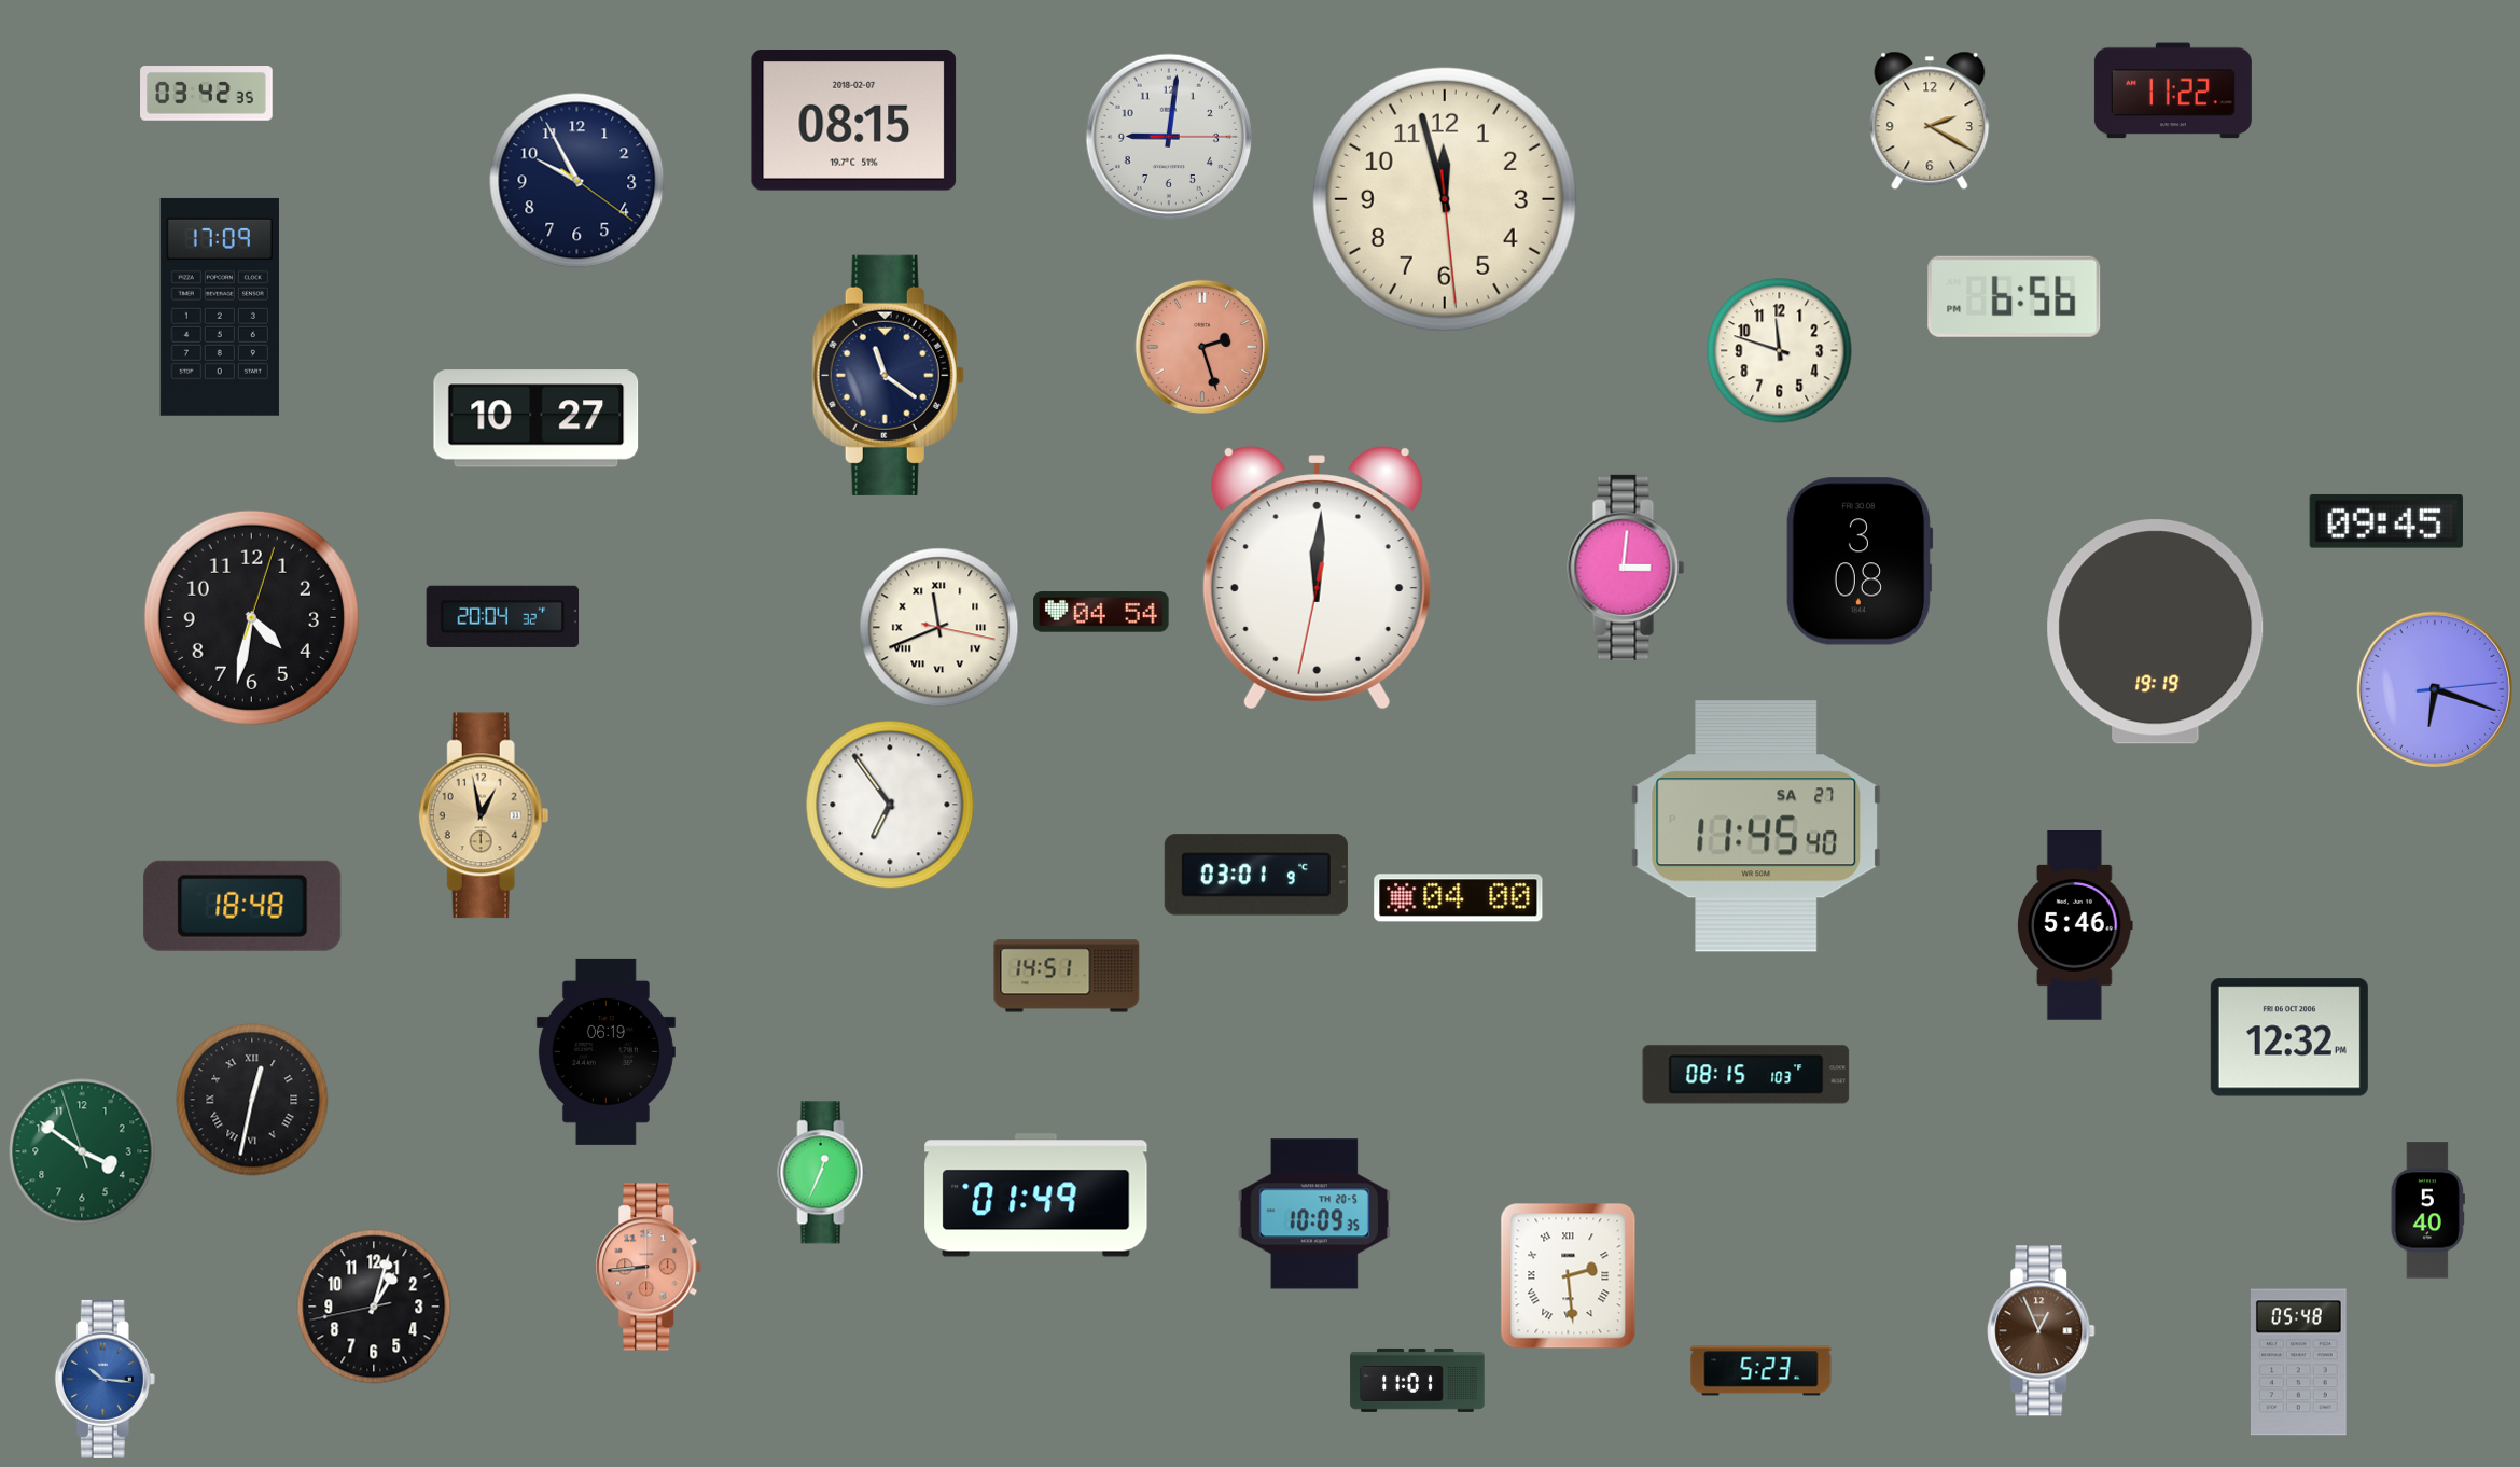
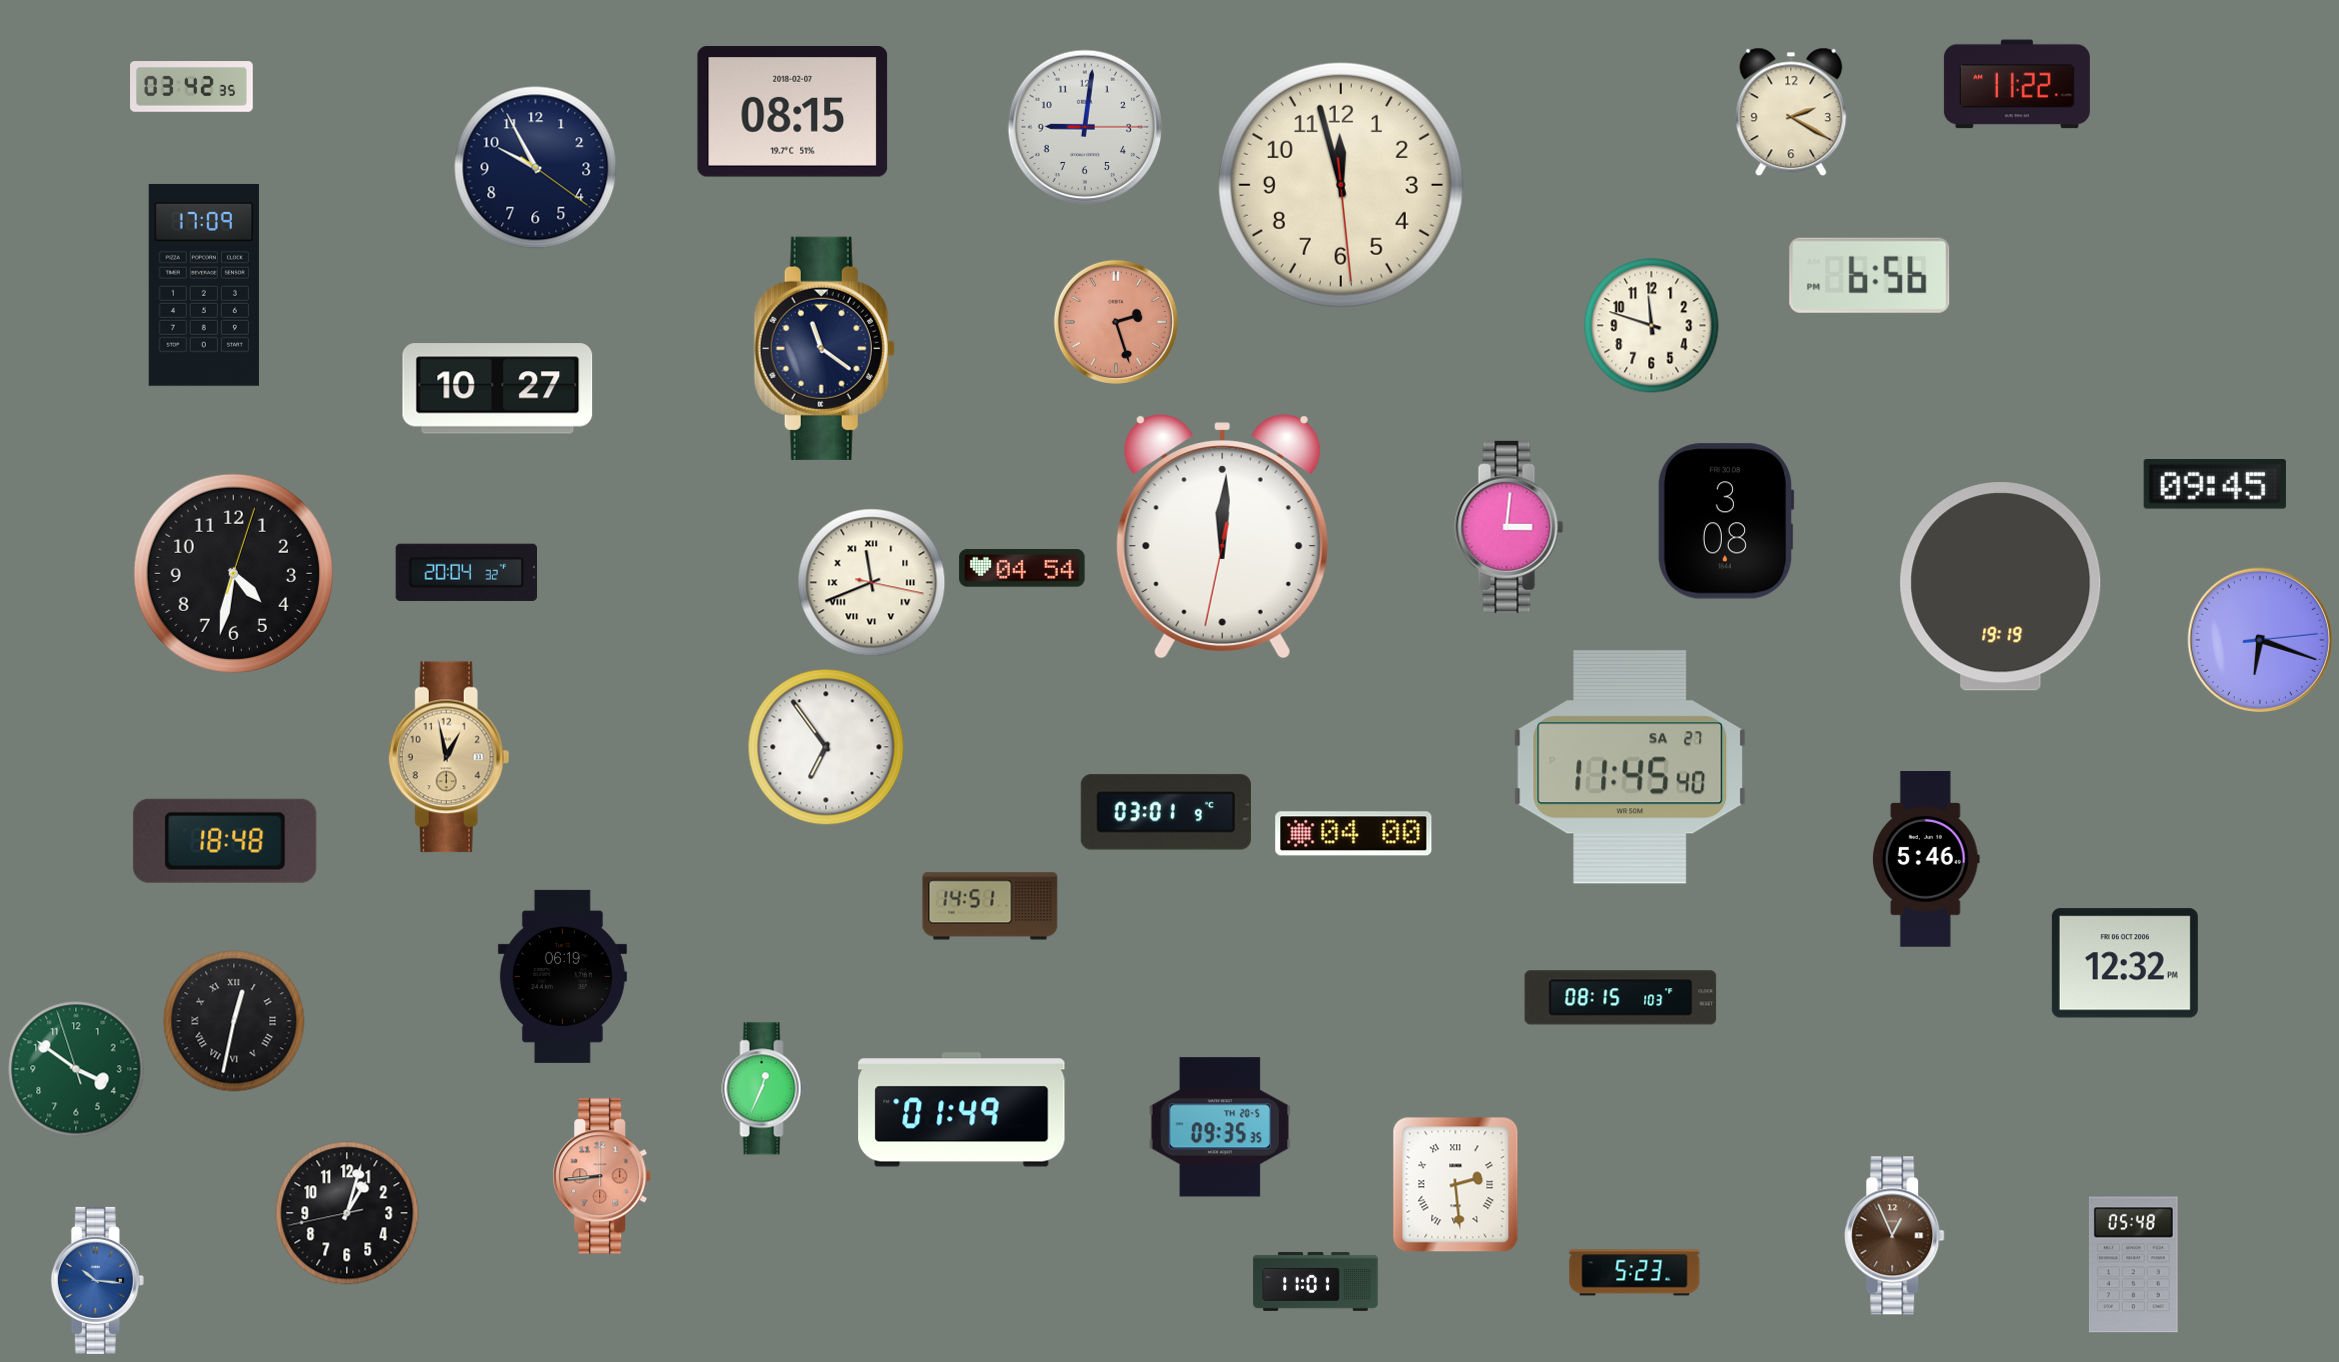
clock at (2427, 1211): 5:40 -> none
clock at (1314, 1214): 10:09 -> 09:35
